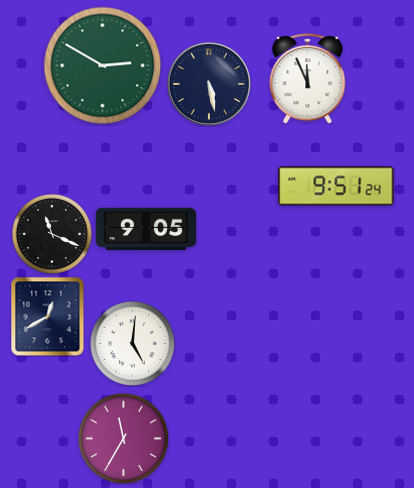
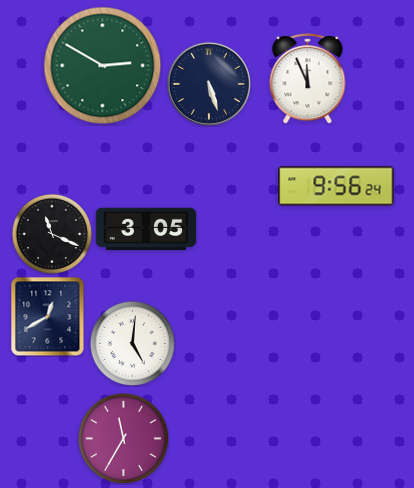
clock at (209, 84): 5:28 -> 5:27
clock at (336, 186): 9:51 -> 9:56
clock at (146, 229): 9:05 -> 3:05
